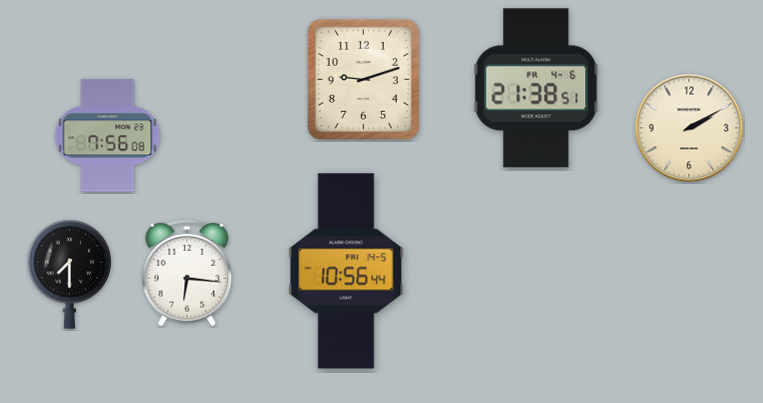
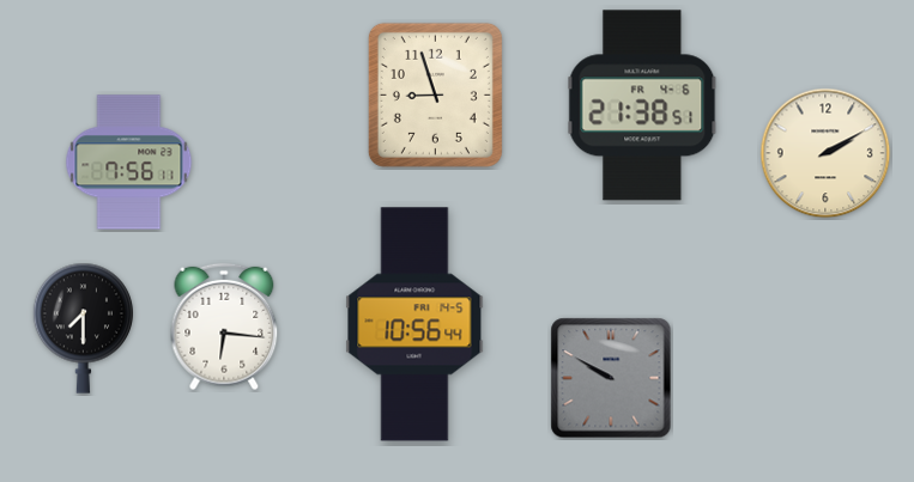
clock at (363, 79): 9:12 -> 8:57
clock at (108, 136): 7:56:08 -> 7:56:11
clock at (611, 378): none -> 9:50
